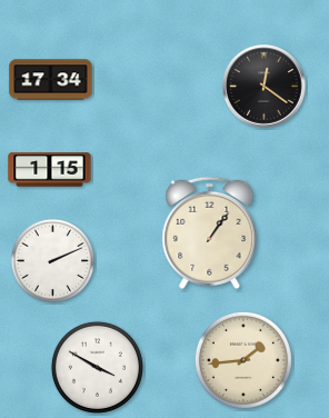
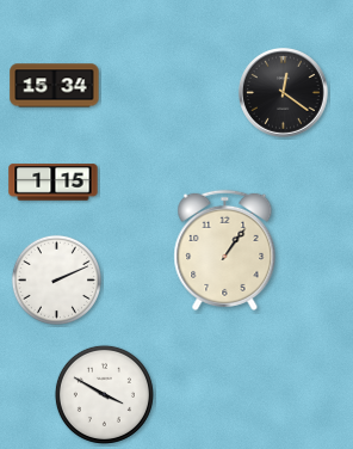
clock at (51, 80): 17:34 -> 15:34
clock at (243, 360): 1:44 -> none
